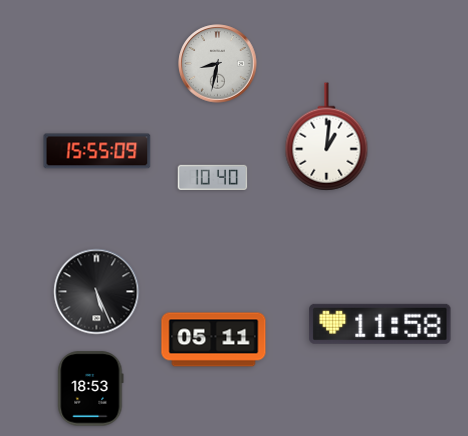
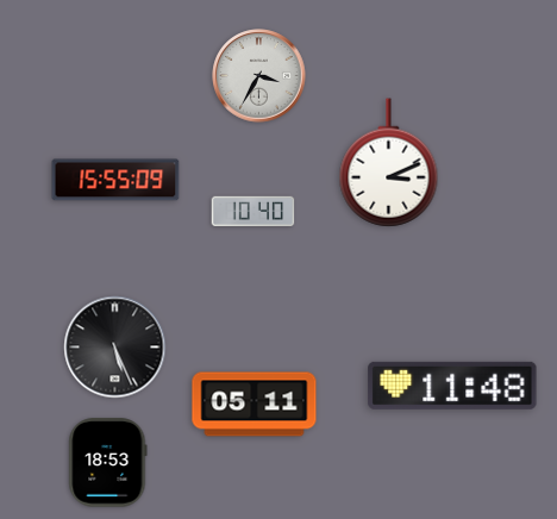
clock at (218, 64): 8:32 -> 3:35
clock at (327, 137): 1:01 -> 3:11
clock at (380, 324): 11:58 -> 11:48
